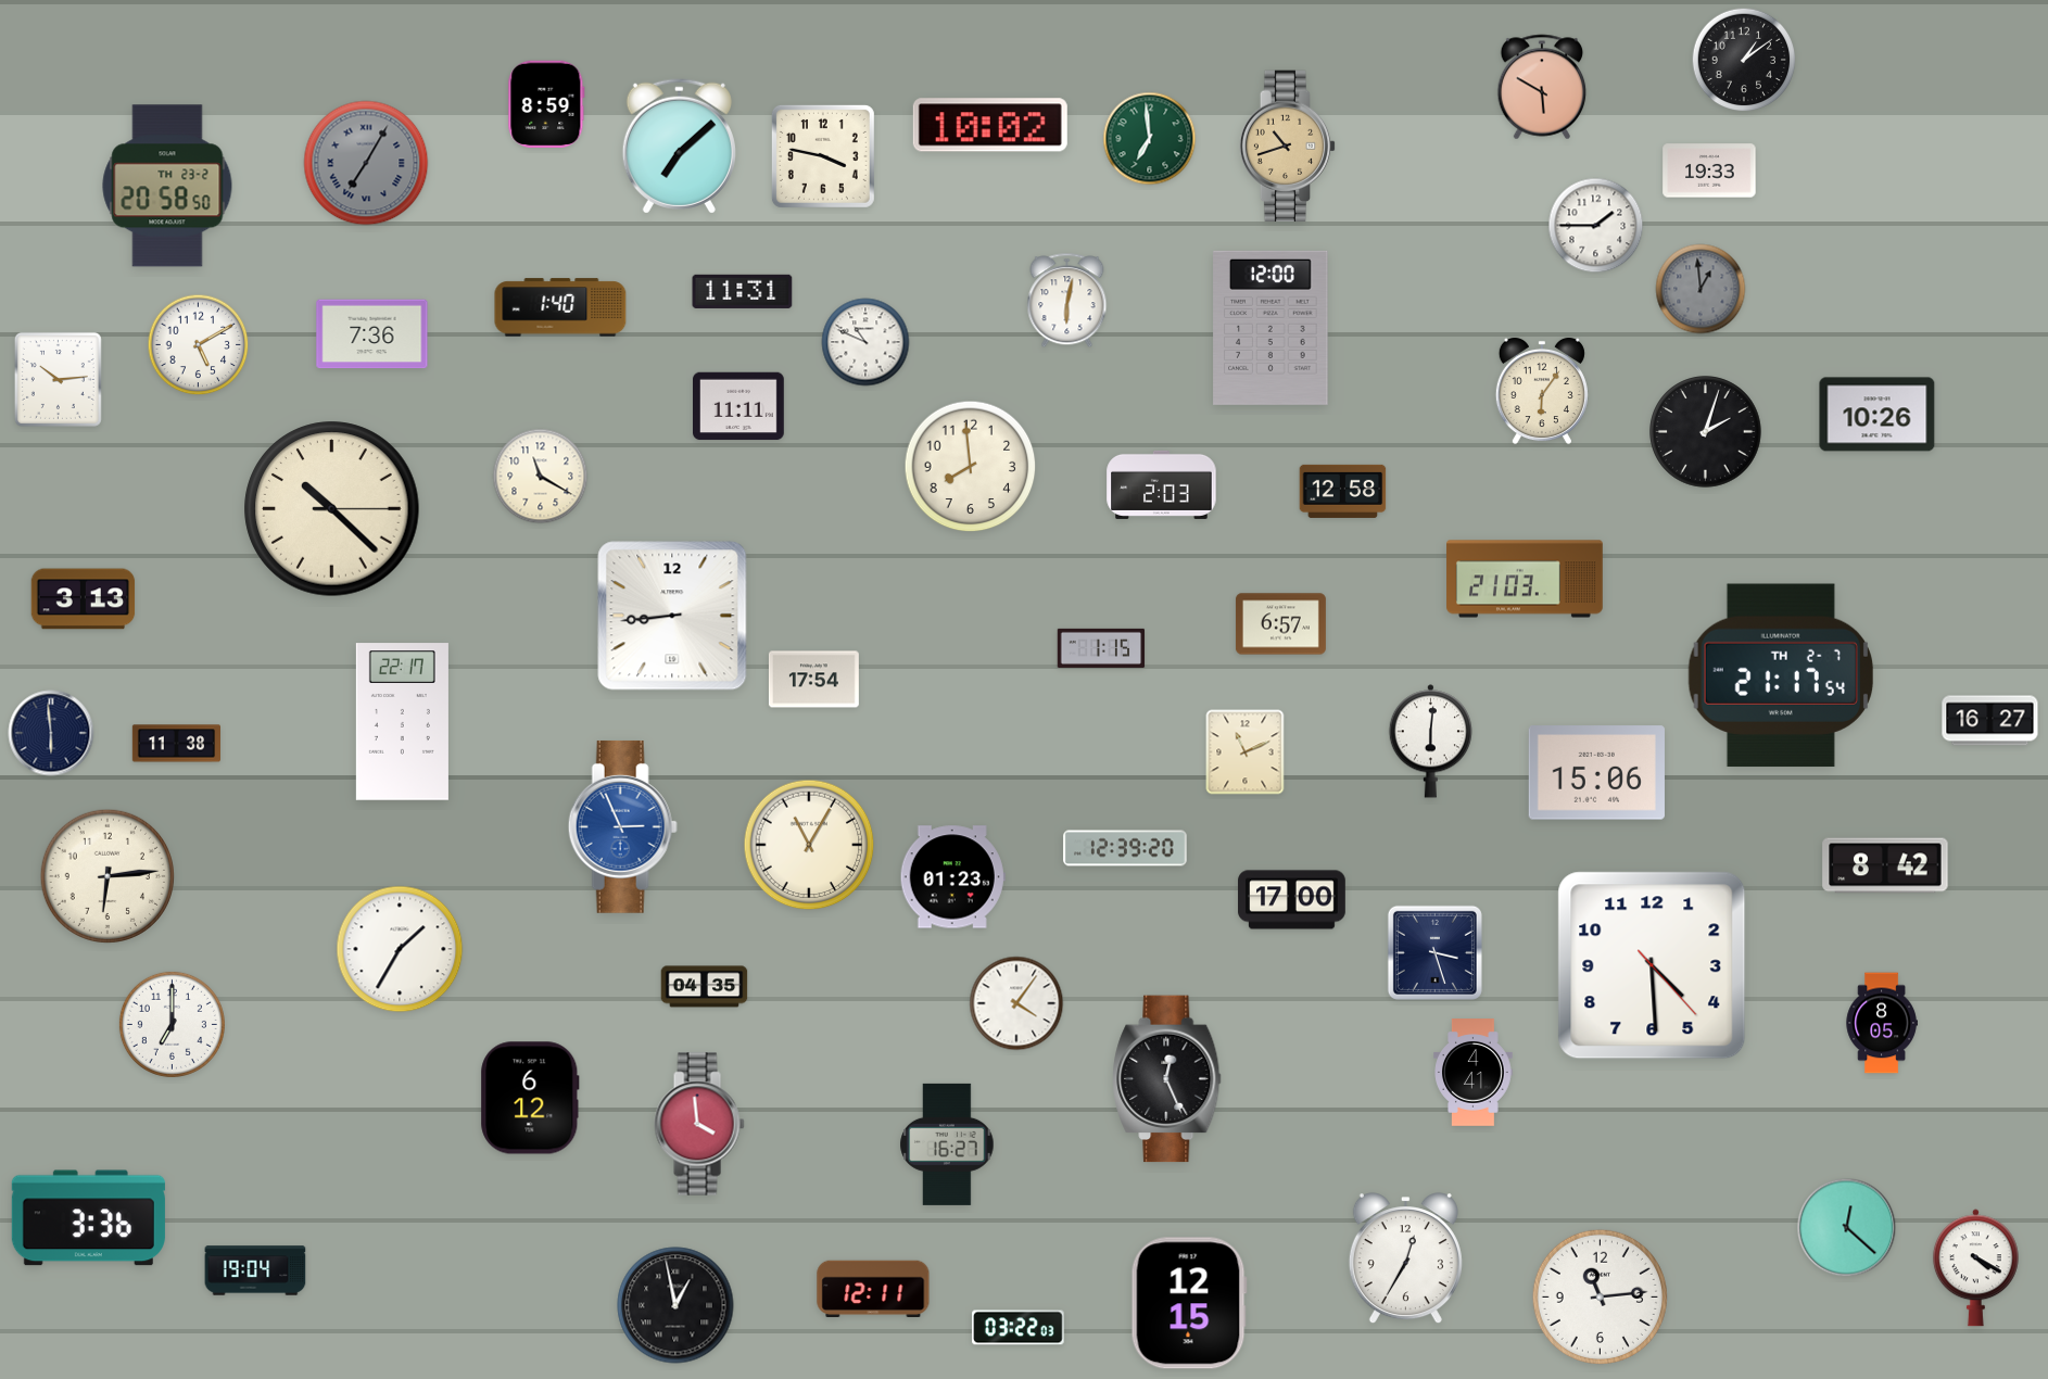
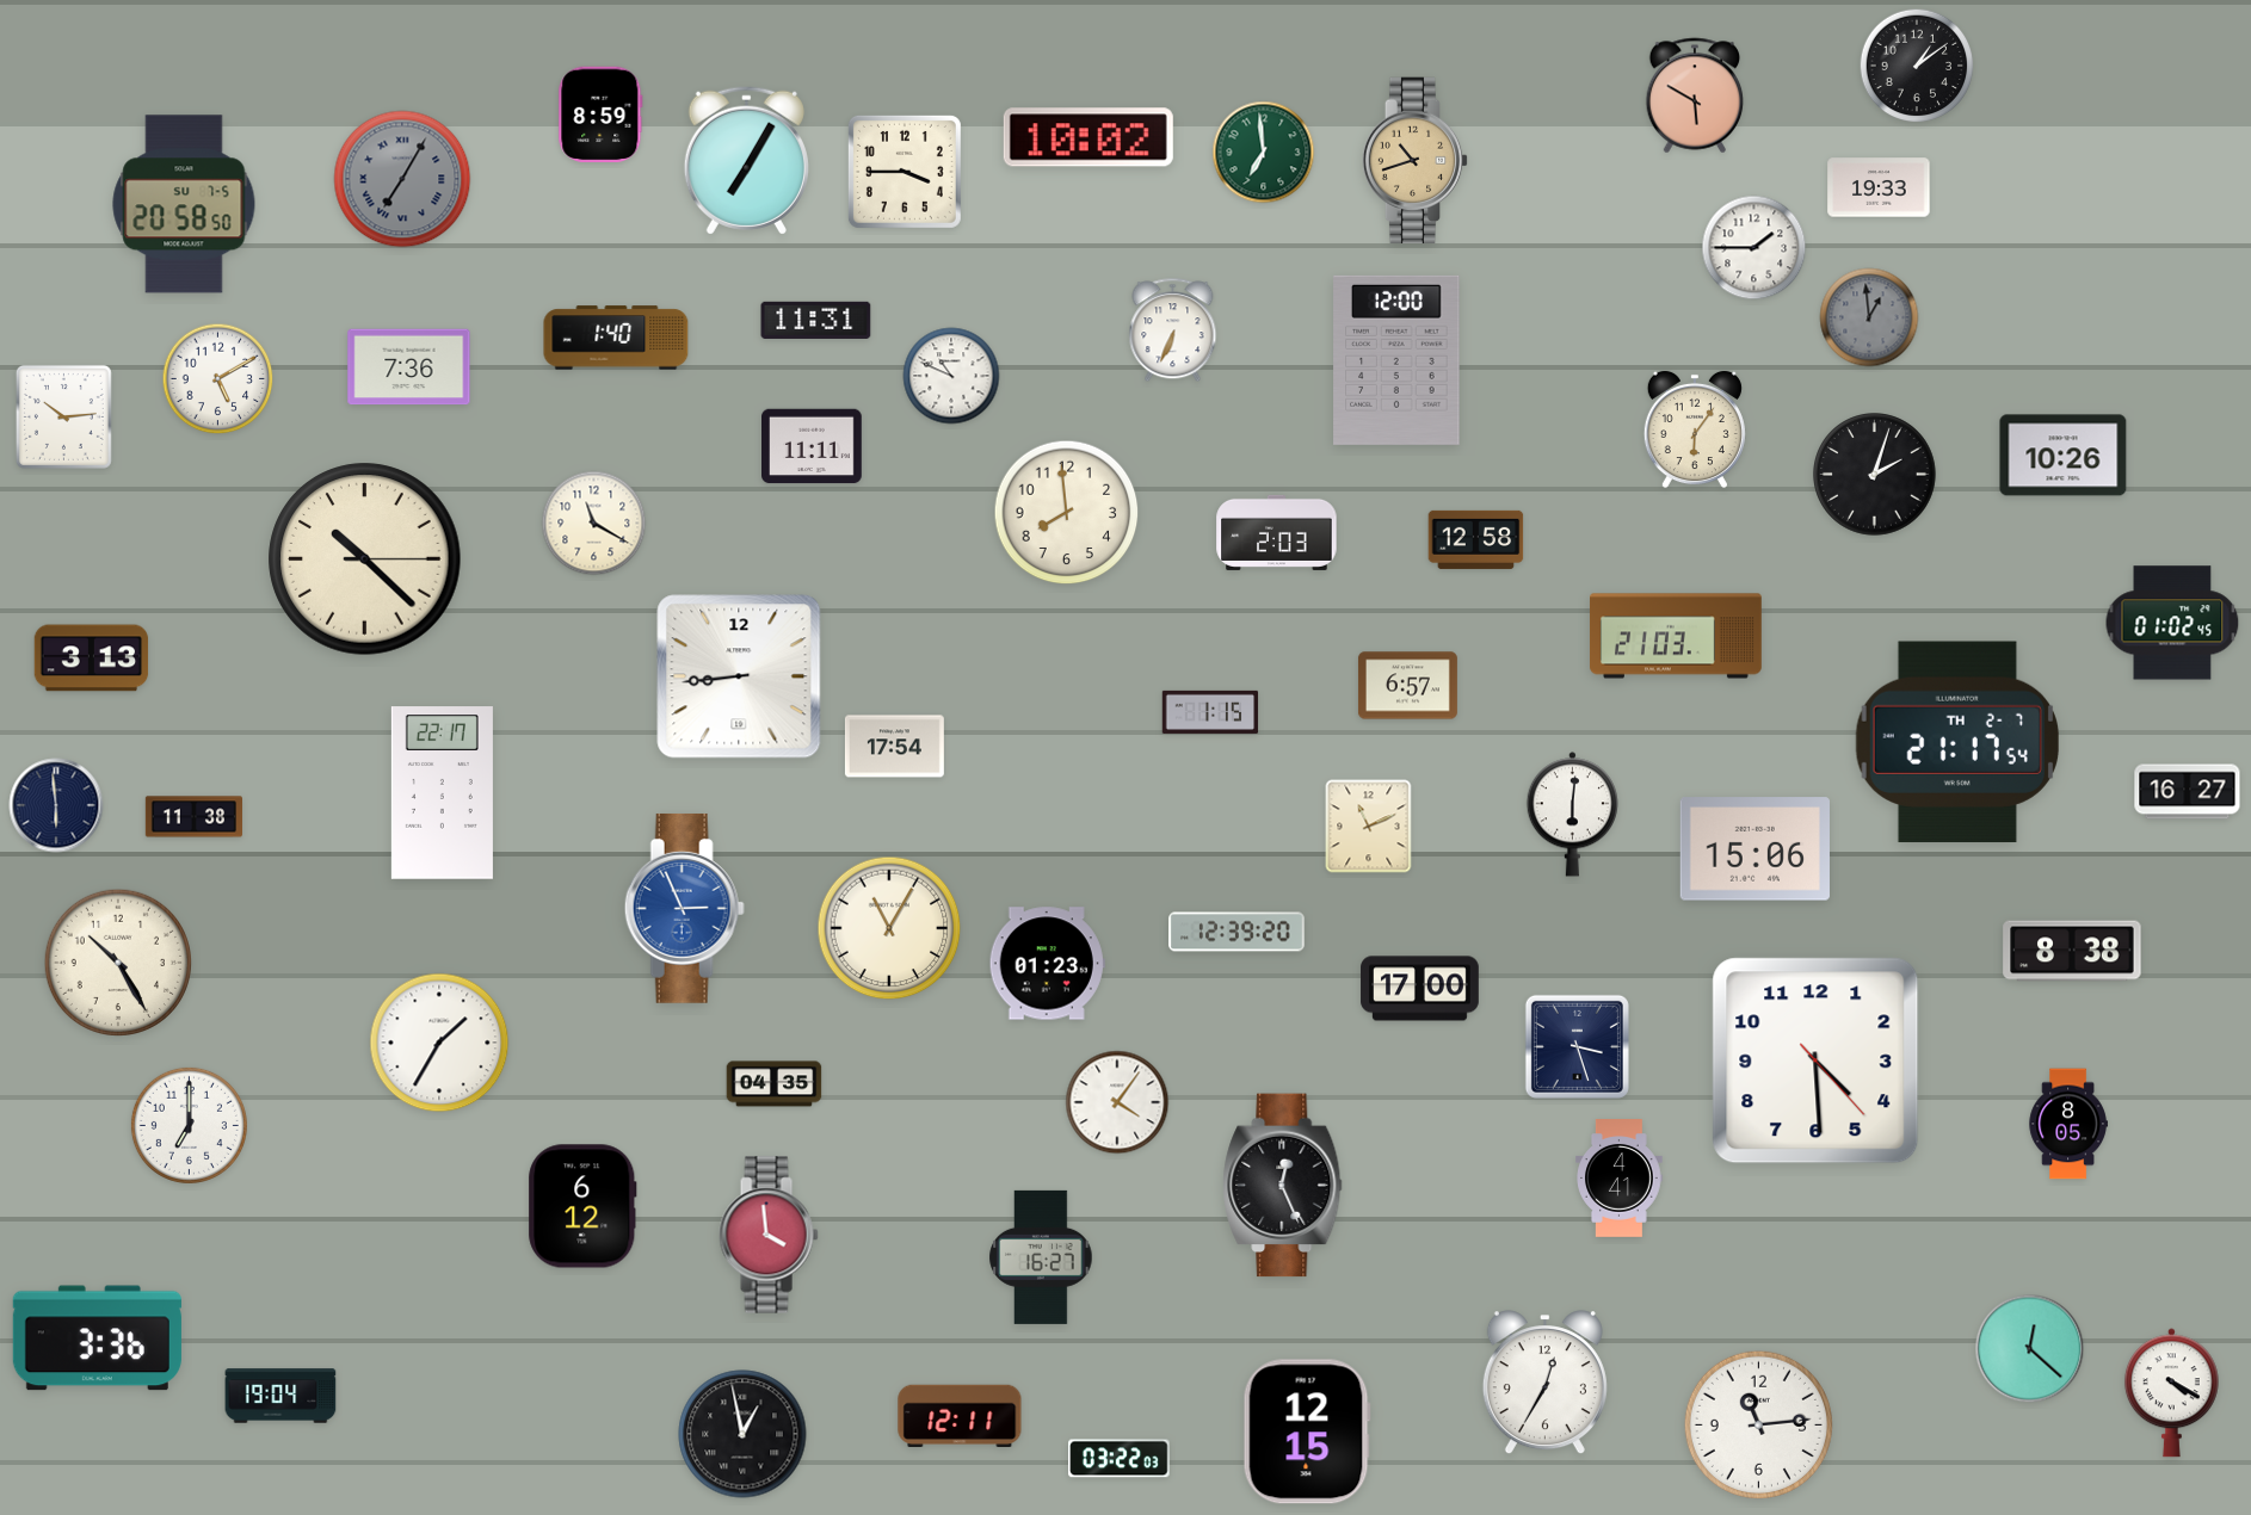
clock at (679, 146): 7:08 -> 7:05
clock at (823, 156): 3:47 -> 3:45
clock at (167, 186) date: TH 23-2 -> SU 7-5
clock at (1067, 301): 6:02 -> 6:34
clock at (2172, 623): none -> 01:02
clock at (1885, 865): 8:42 -> 8:38
clock at (108, 876): 6:14 -> 10:25
